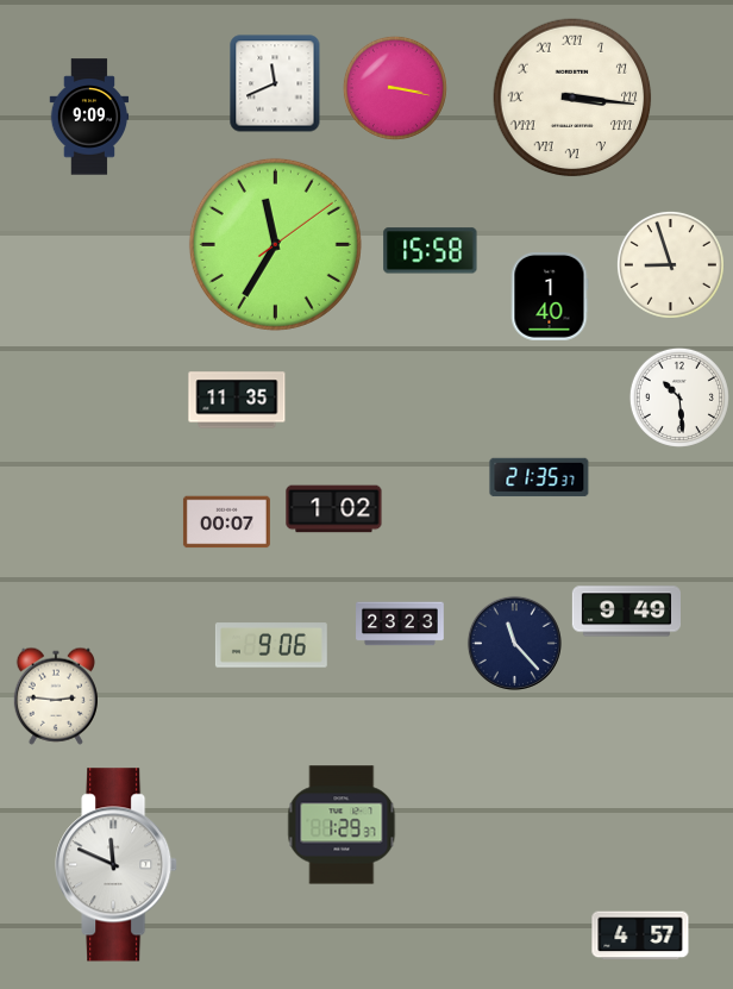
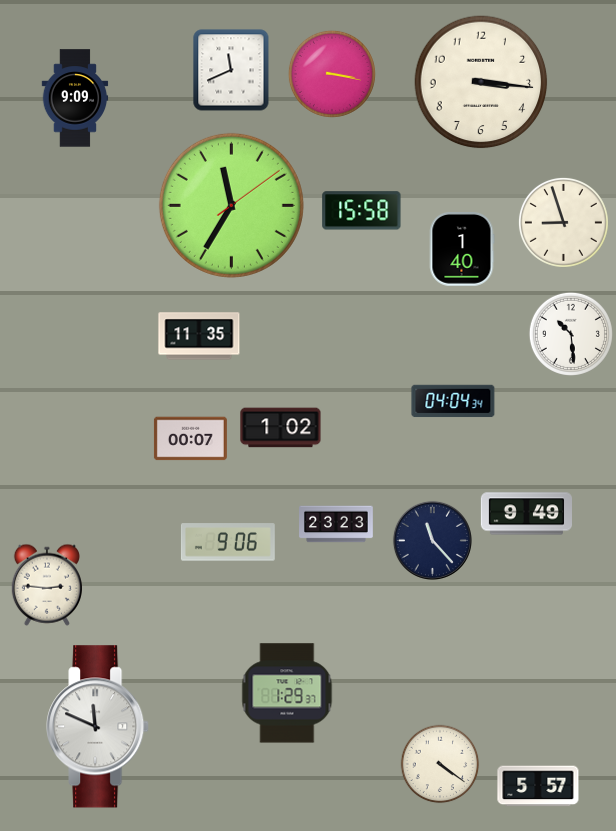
clock at (572, 98) numerals: Roman -> Arabic
clock at (539, 477): 21:35 -> 04:04
clock at (440, 764): none -> 4:21
clock at (640, 935): 4:57 -> 5:57
